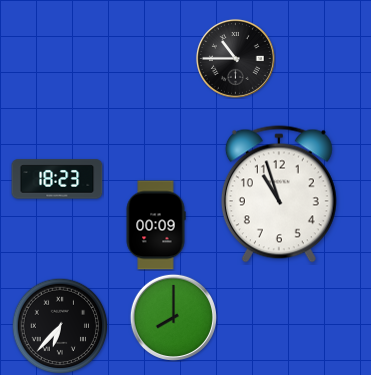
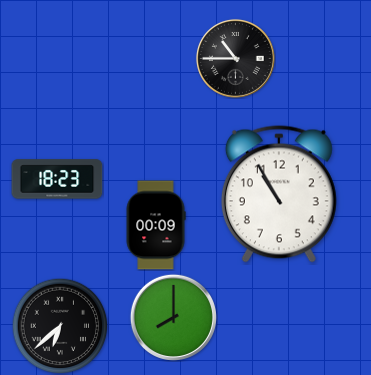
clock at (279, 194): 10:57 -> 10:55
clock at (60, 326): 6:37 -> 6:38
